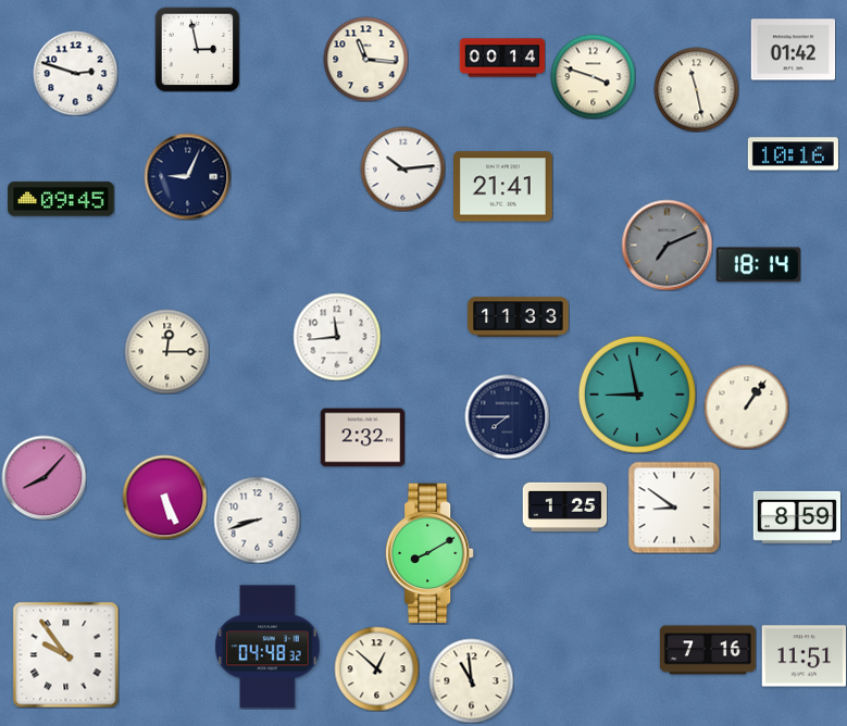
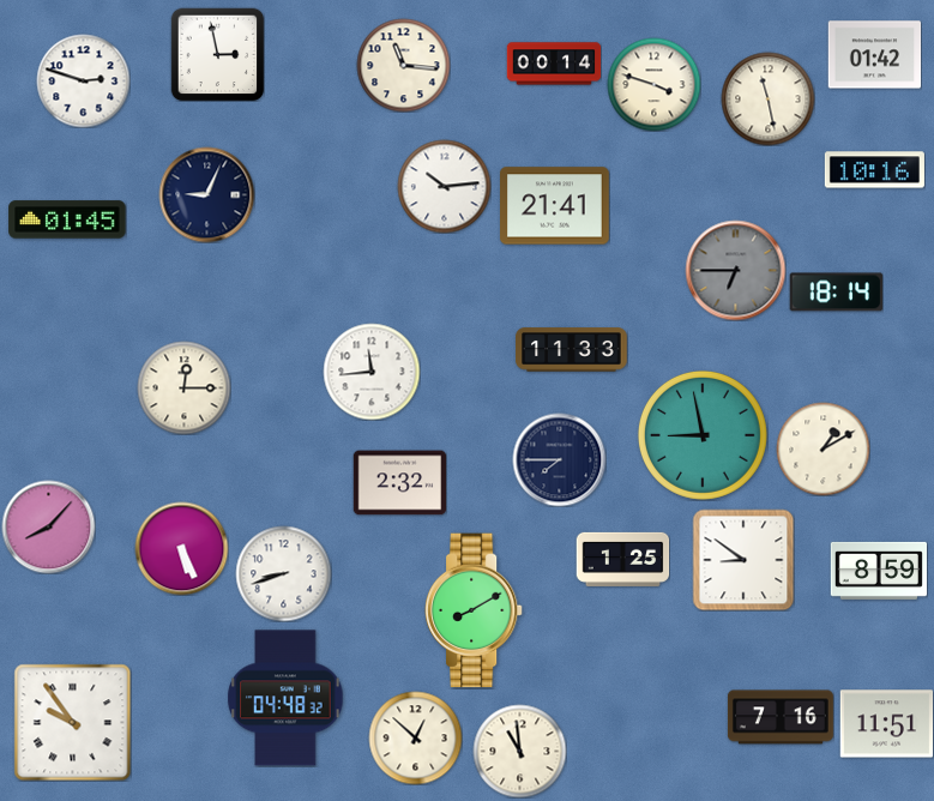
clock at (61, 199): 09:45 -> 01:45
clock at (667, 245): 7:11 -> 6:45
clock at (746, 406): 1:06 -> 1:10
clock at (267, 647) position: (267, 647) -> (285, 698)
